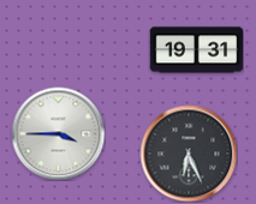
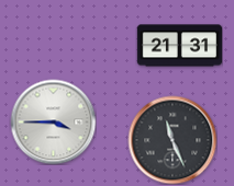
clock at (196, 50): 19:31 -> 21:31
clock at (189, 154): 6:26 -> 11:26
